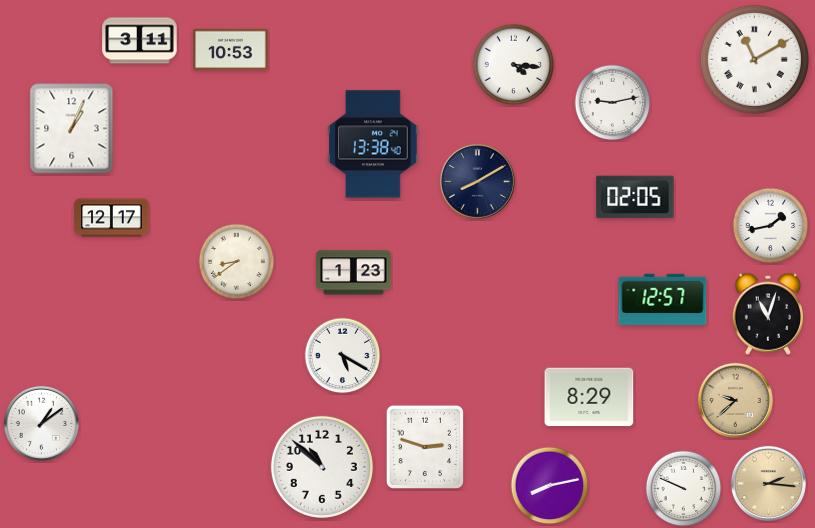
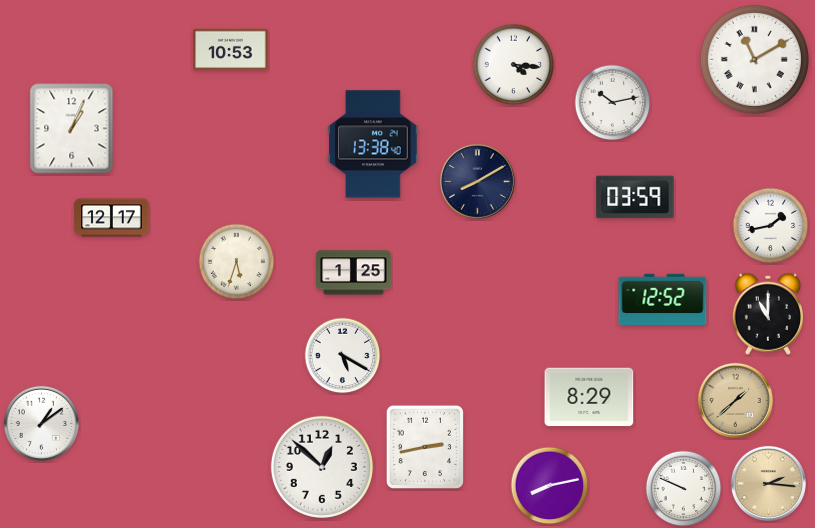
clock at (140, 41): 3:11 -> none
clock at (613, 103): 9:13 -> 10:13
clock at (635, 197): 02:05 -> 03:59
clock at (237, 262): 8:39 -> 5:33
clock at (354, 273): 1:23 -> 1:25
clock at (663, 299): 12:57 -> 12:52
clock at (767, 314): 11:03 -> 11:00
clock at (735, 400): 9:38 -> 1:38
clock at (424, 446): 2:48 -> 2:43
clock at (322, 467): 10:52 -> 12:52
